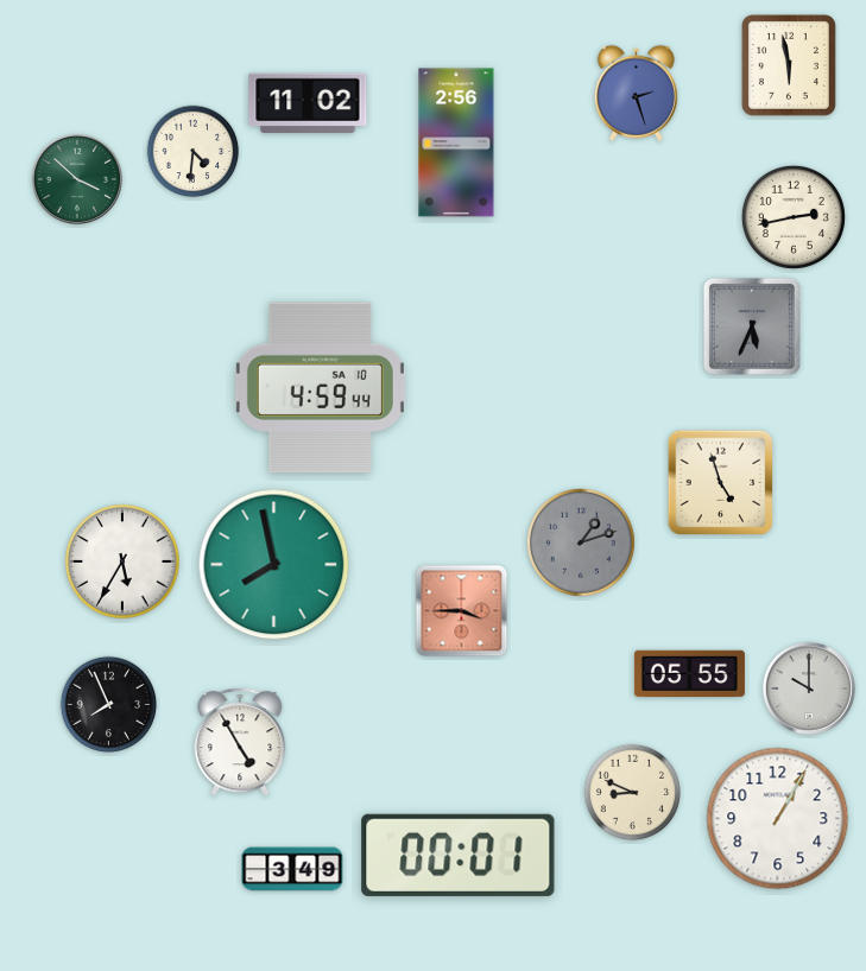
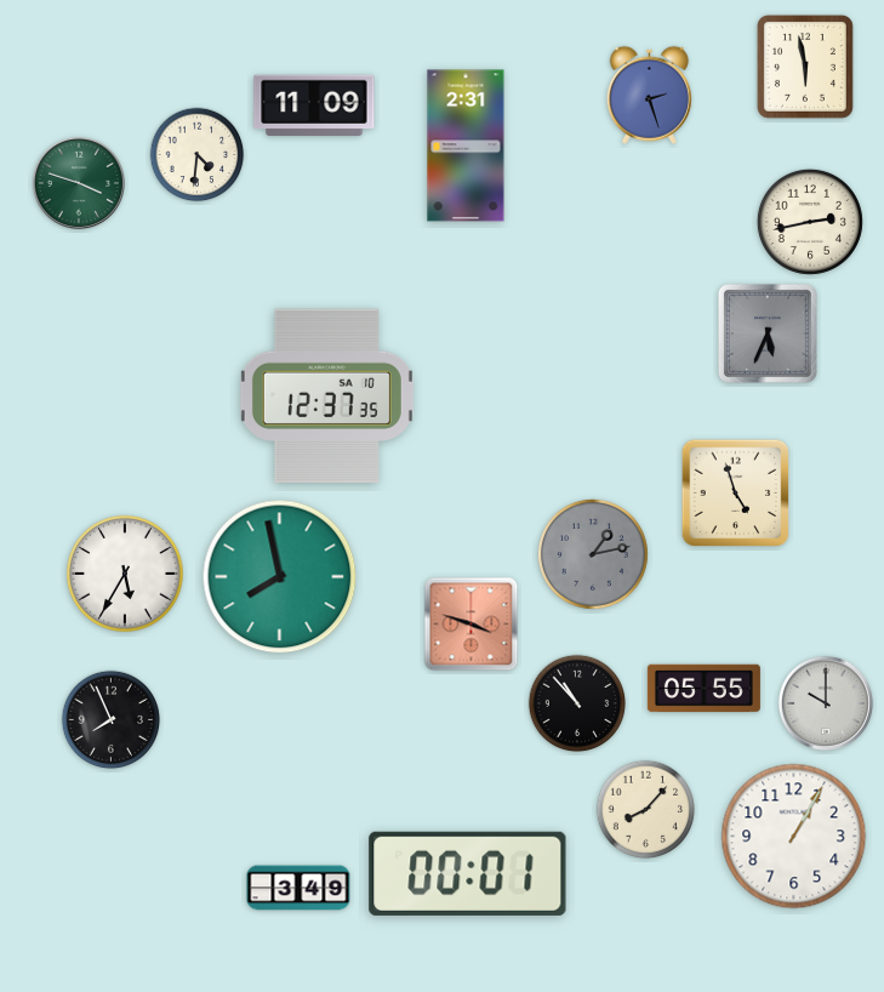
clock at (308, 103): 11:02 -> 11:09
clock at (456, 142): 2:56 -> 2:31
clock at (77, 179): 3:52 -> 3:48
clock at (320, 388): 4:59 -> 12:37
clock at (581, 542): 1:12 -> 1:13
clock at (462, 611): 3:45 -> 3:48
clock at (577, 703): none -> 10:53
clock at (240, 742): 4:55 -> none
clock at (633, 793): 8:49 -> 8:07
